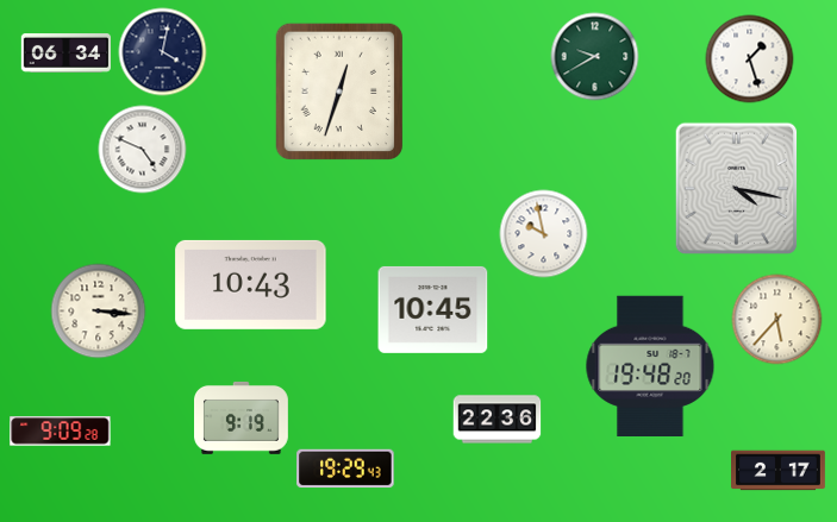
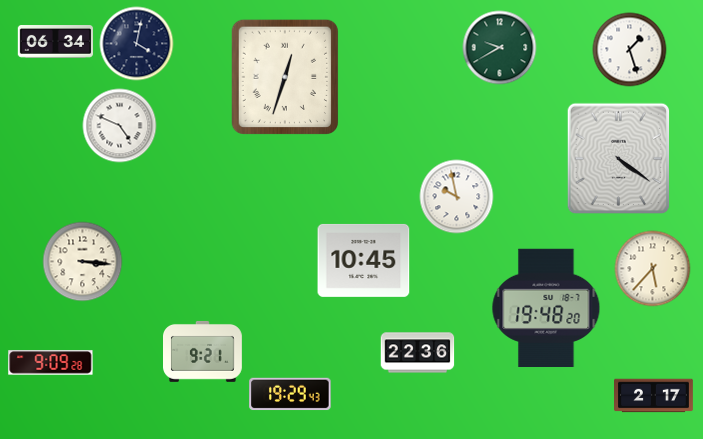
clock at (65, 54) position: (65, 54) -> (55, 42)
clock at (737, 189): 4:17 -> 4:21
clock at (251, 284): 10:43 -> none
clock at (242, 417): 9:19 -> 9:21
